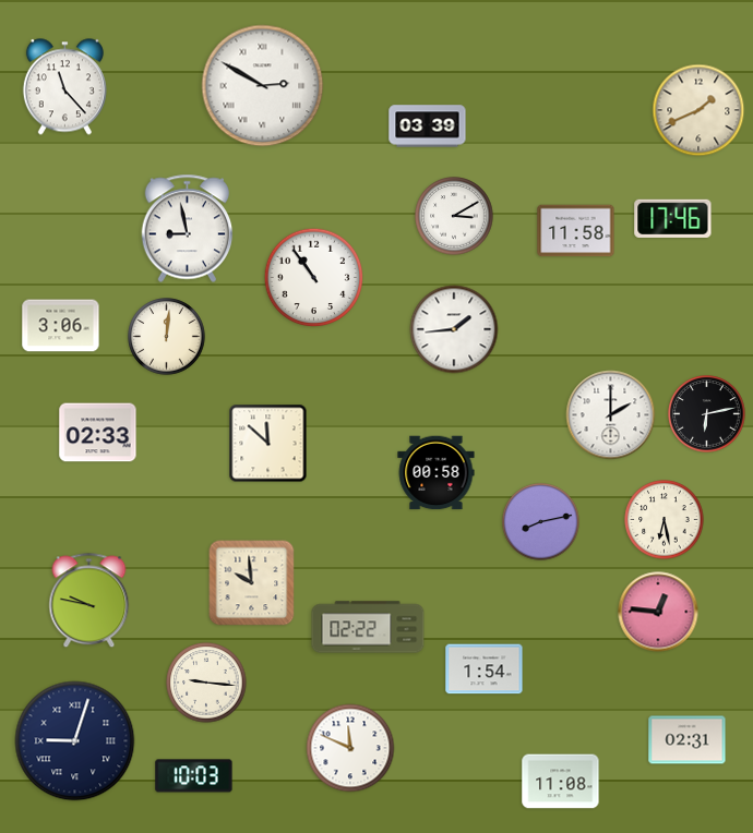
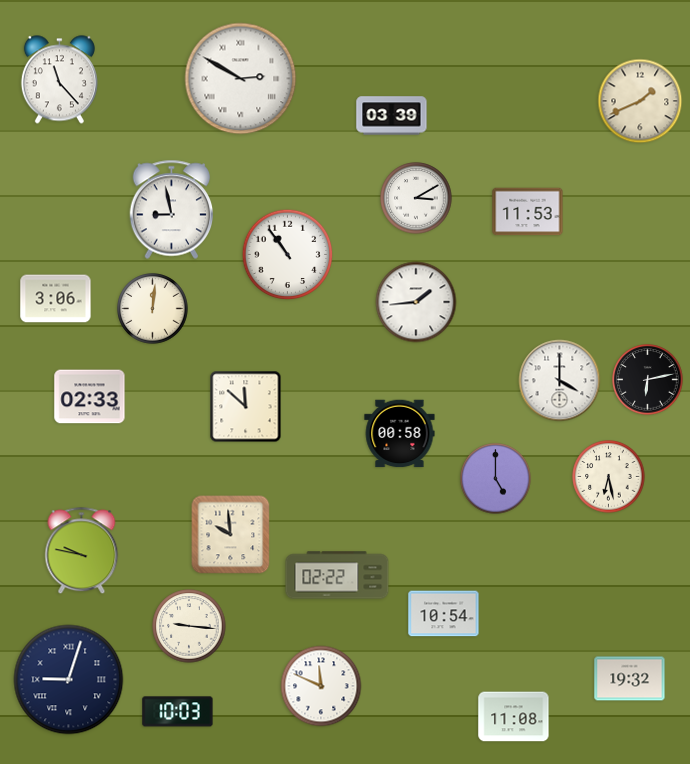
clock at (673, 218): 17:46 -> none
clock at (576, 231): 11:58 -> 11:53
clock at (611, 415): 2:00 -> 4:00
clock at (541, 522): 8:13 -> 5:00
clock at (658, 612): 12:46 -> none
clock at (485, 669): 1:54 -> 10:54
clock at (688, 740): 02:31 -> 19:32
